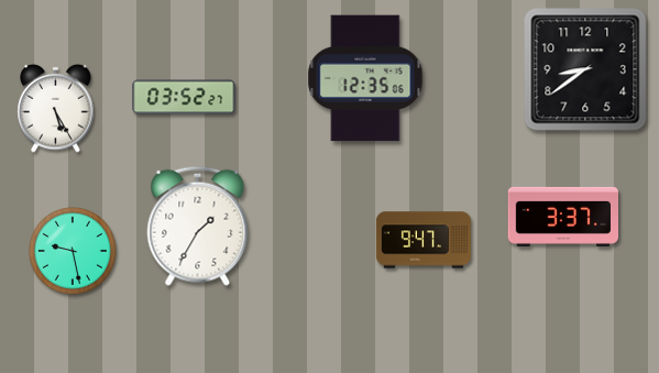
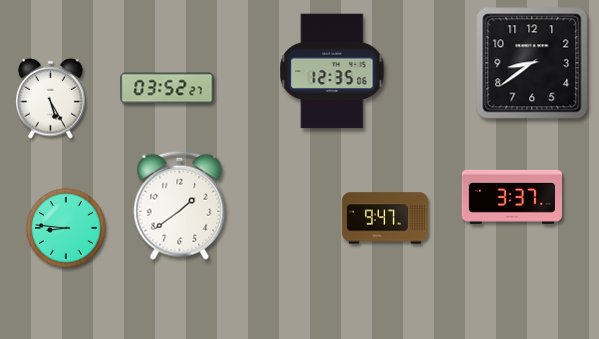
clock at (198, 226): 1:35 -> 1:39
clock at (74, 252): 9:28 -> 8:46
